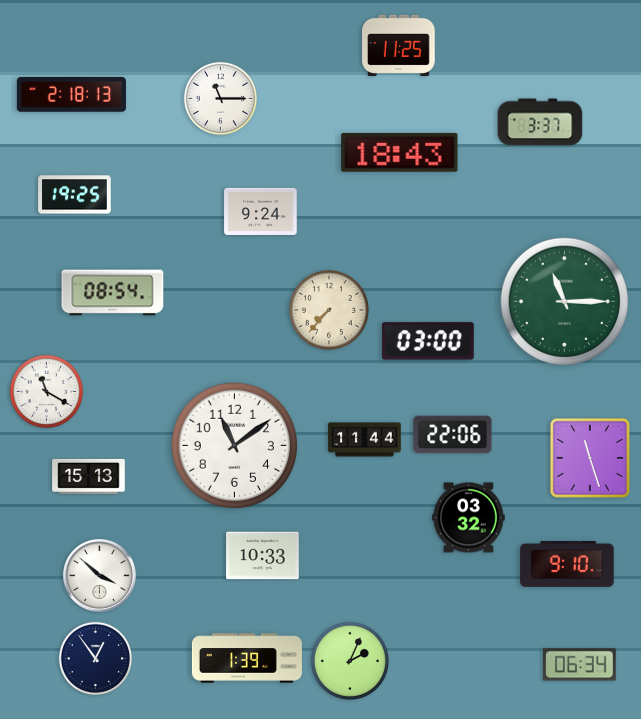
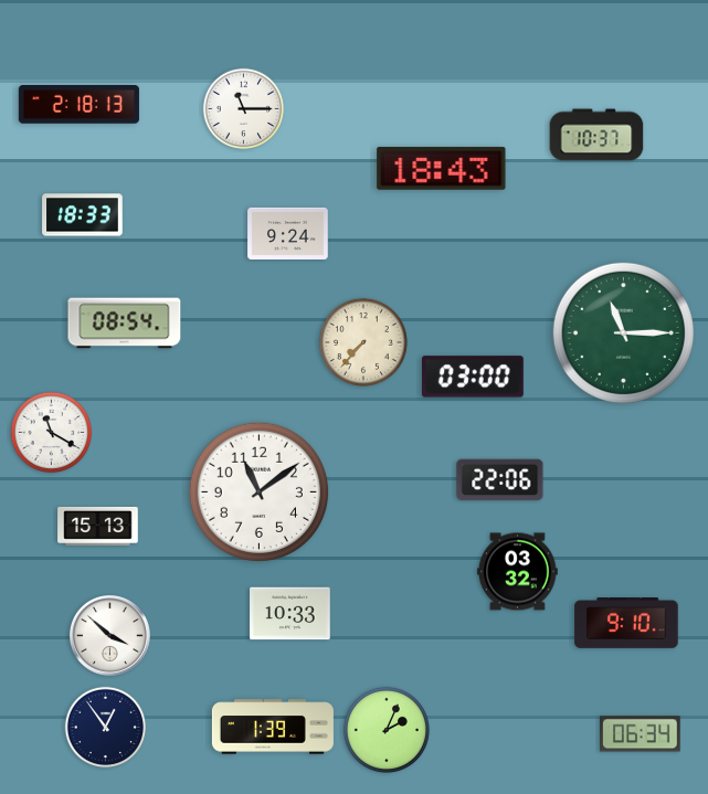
clock at (399, 45): 11:25 -> none
clock at (540, 122): 3:37 -> 10:37
clock at (75, 195): 19:25 -> 18:33
clock at (365, 440): 11:44 -> none
clock at (590, 458): 11:27 -> none
